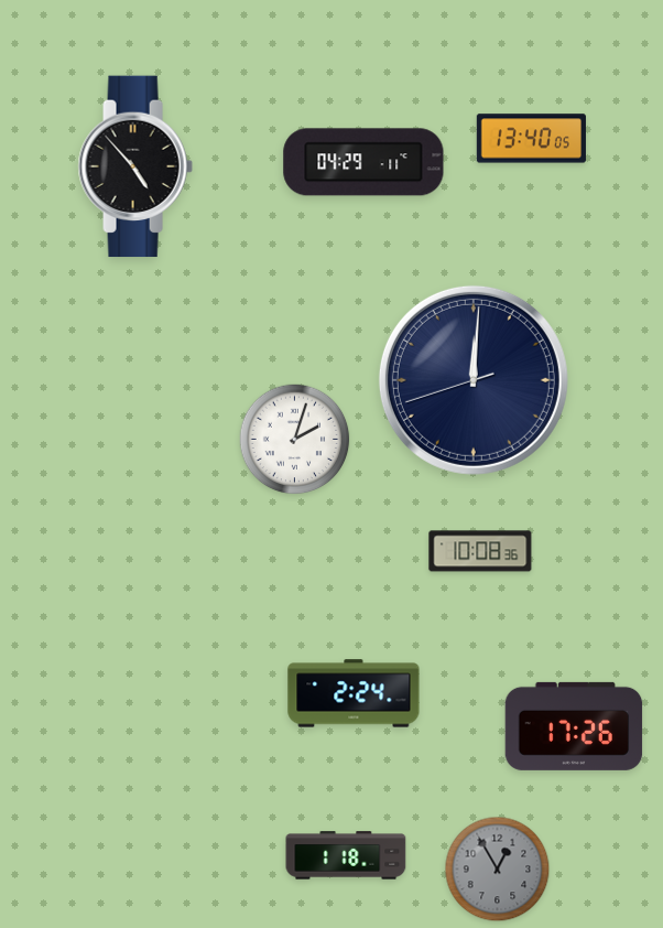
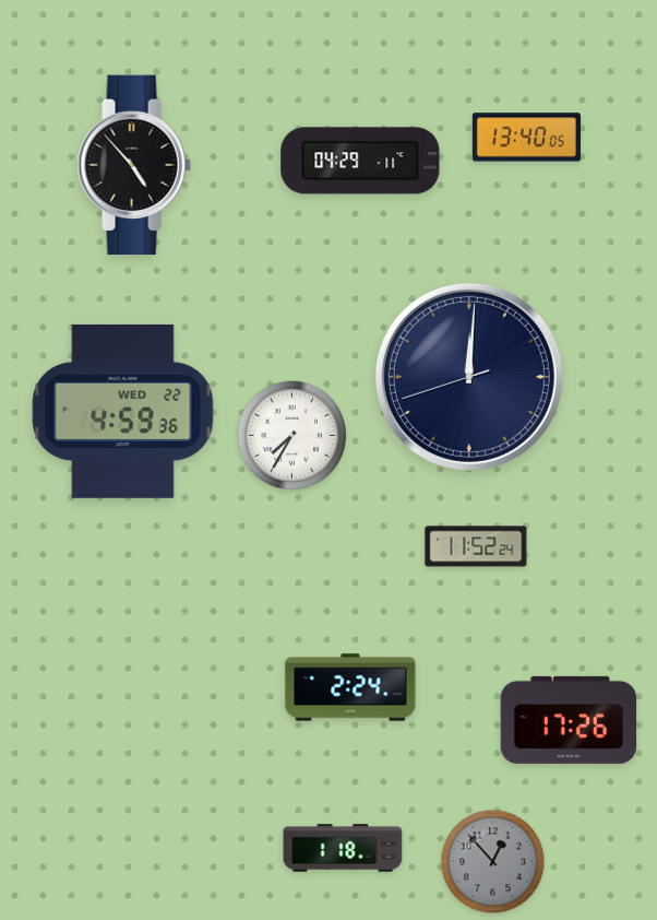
clock at (123, 411): none -> 4:59
clock at (295, 440): 2:03 -> 7:35
clock at (480, 551): 10:08 -> 11:52
clock at (498, 870): 12:55 -> 12:53
